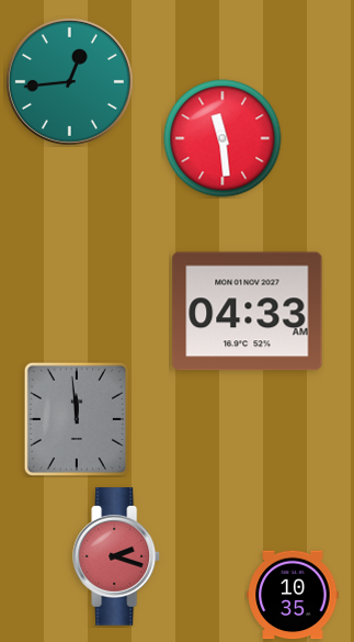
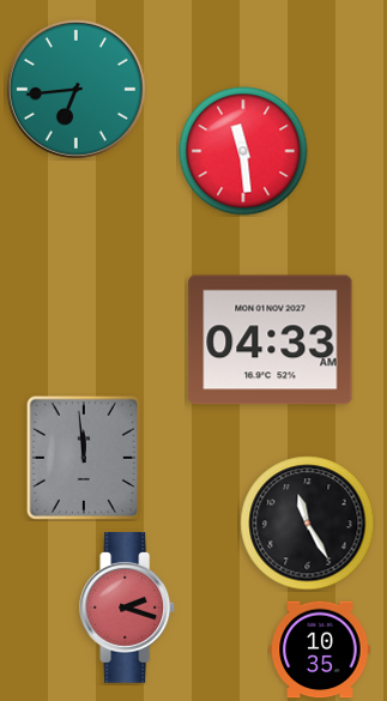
clock at (69, 81): 12:44 -> 6:44
clock at (308, 524): none -> 11:25
